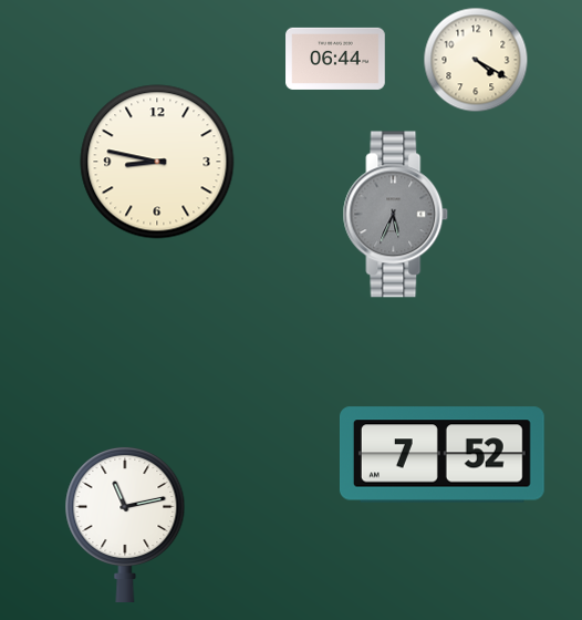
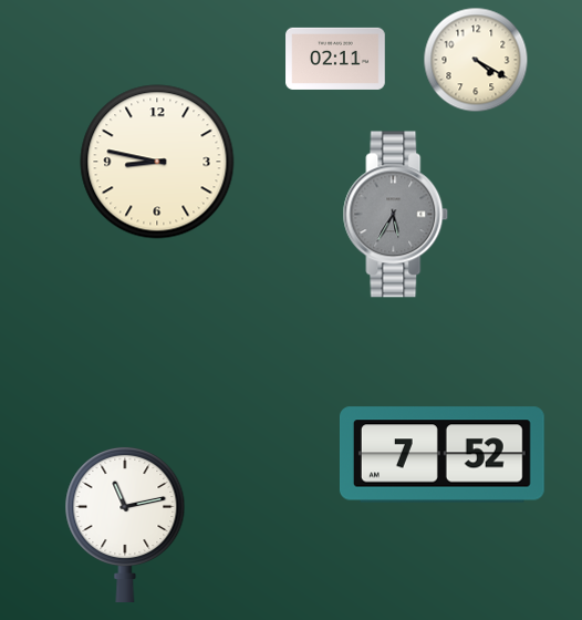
clock at (335, 59): 06:44 -> 02:11
clock at (396, 215): 5:34 -> 5:35
